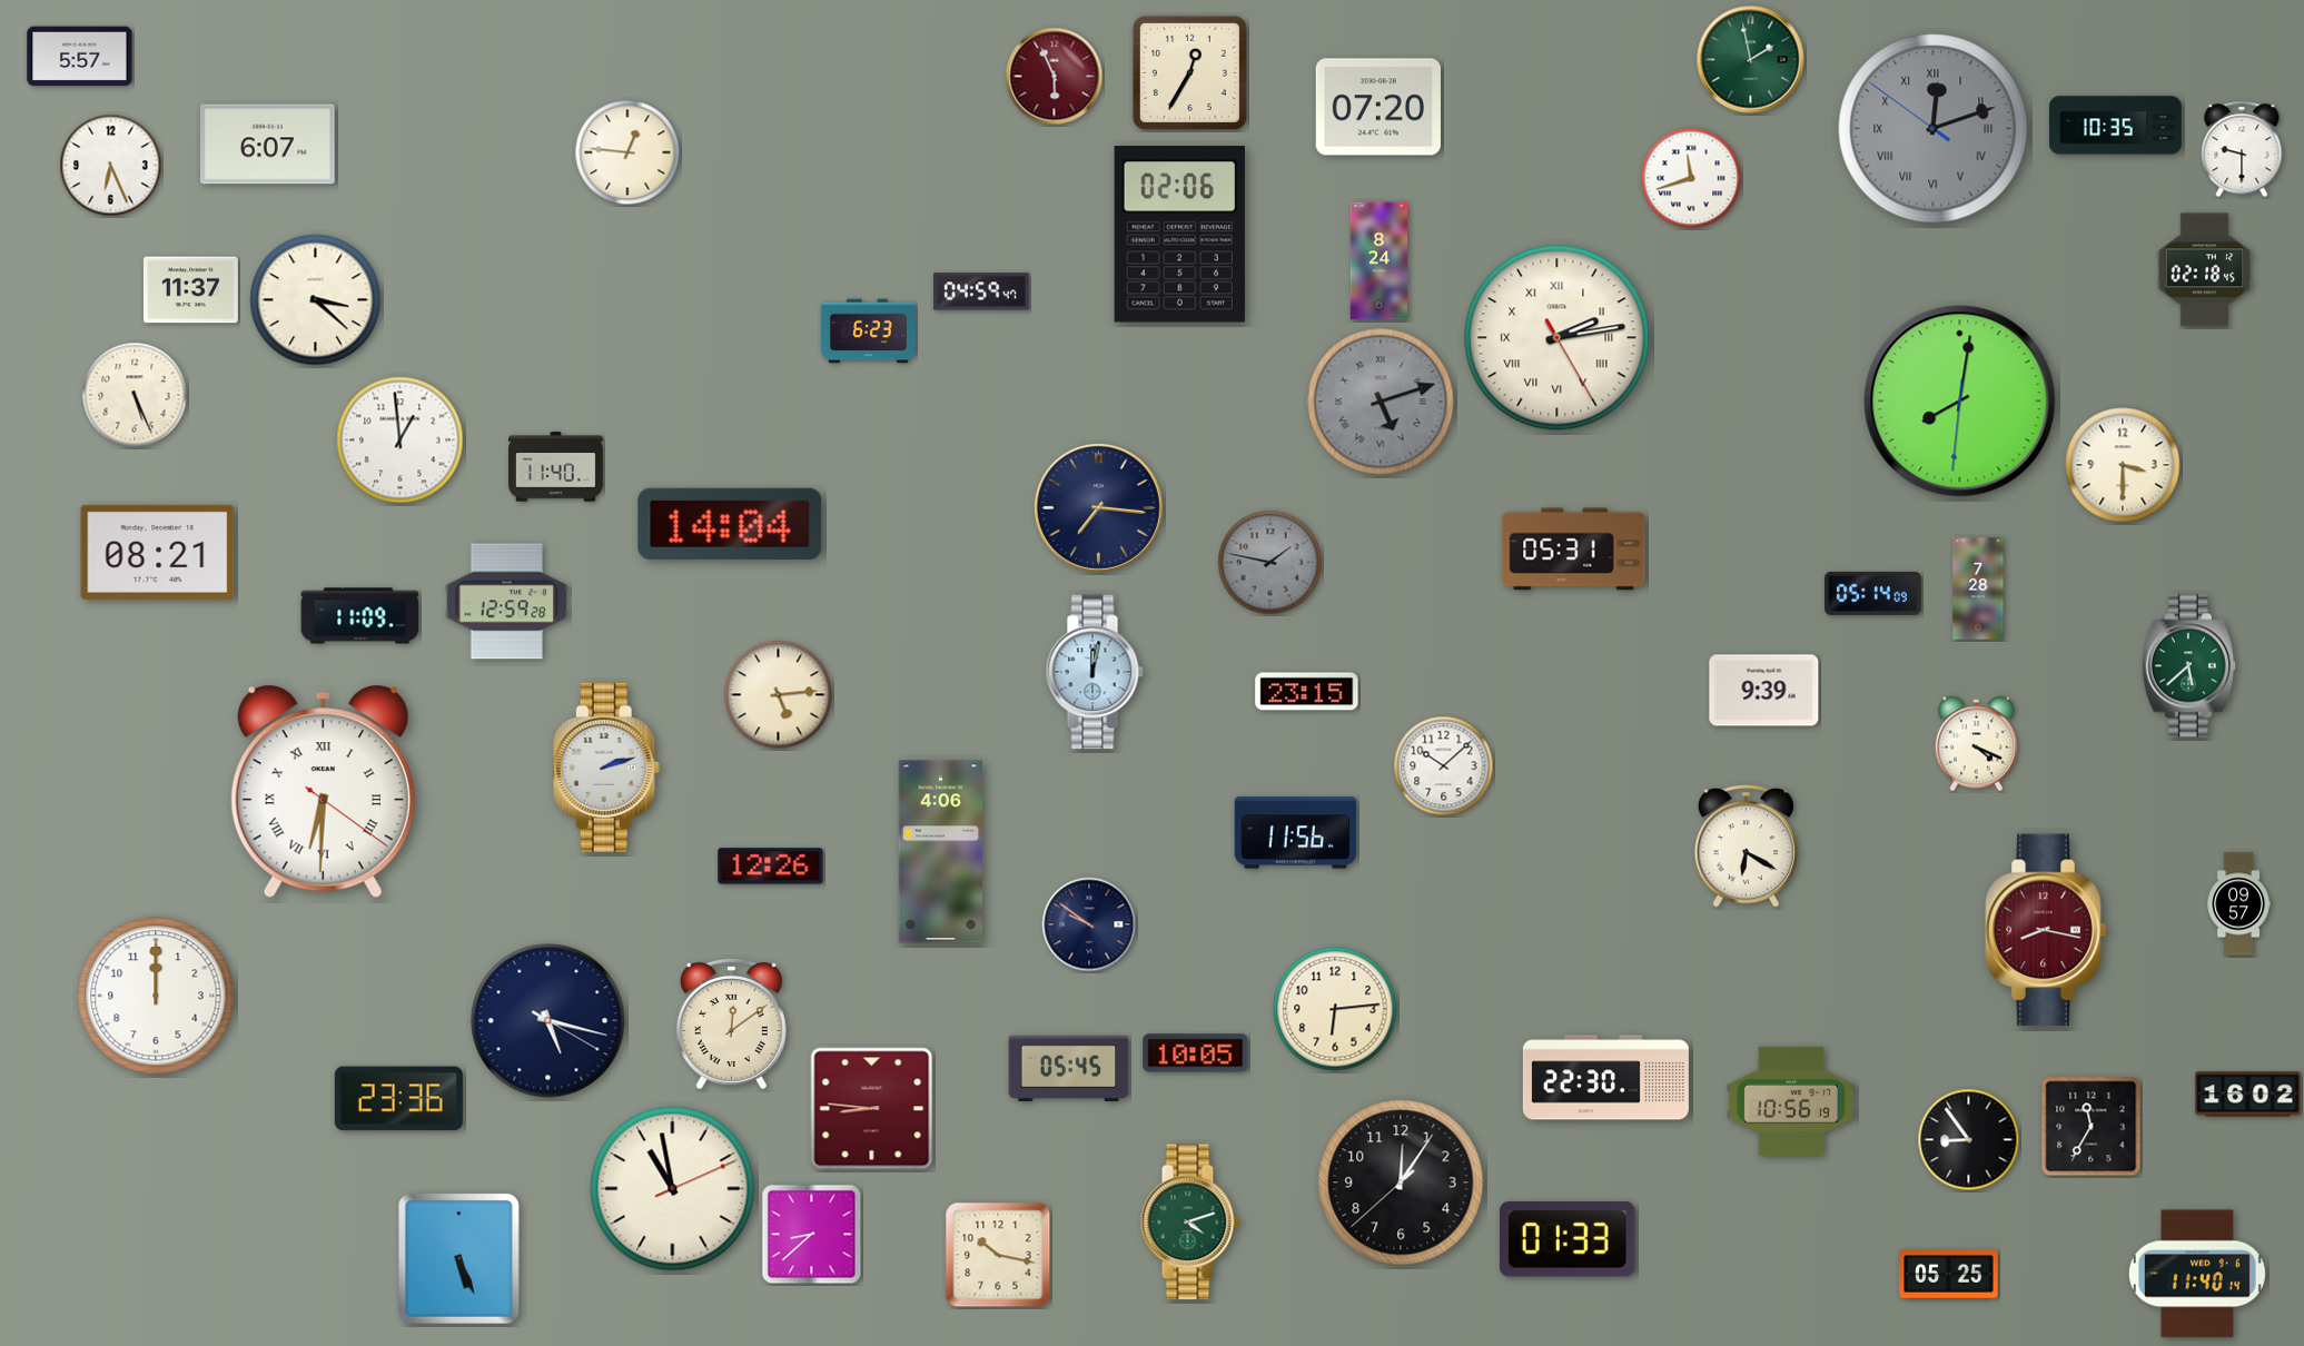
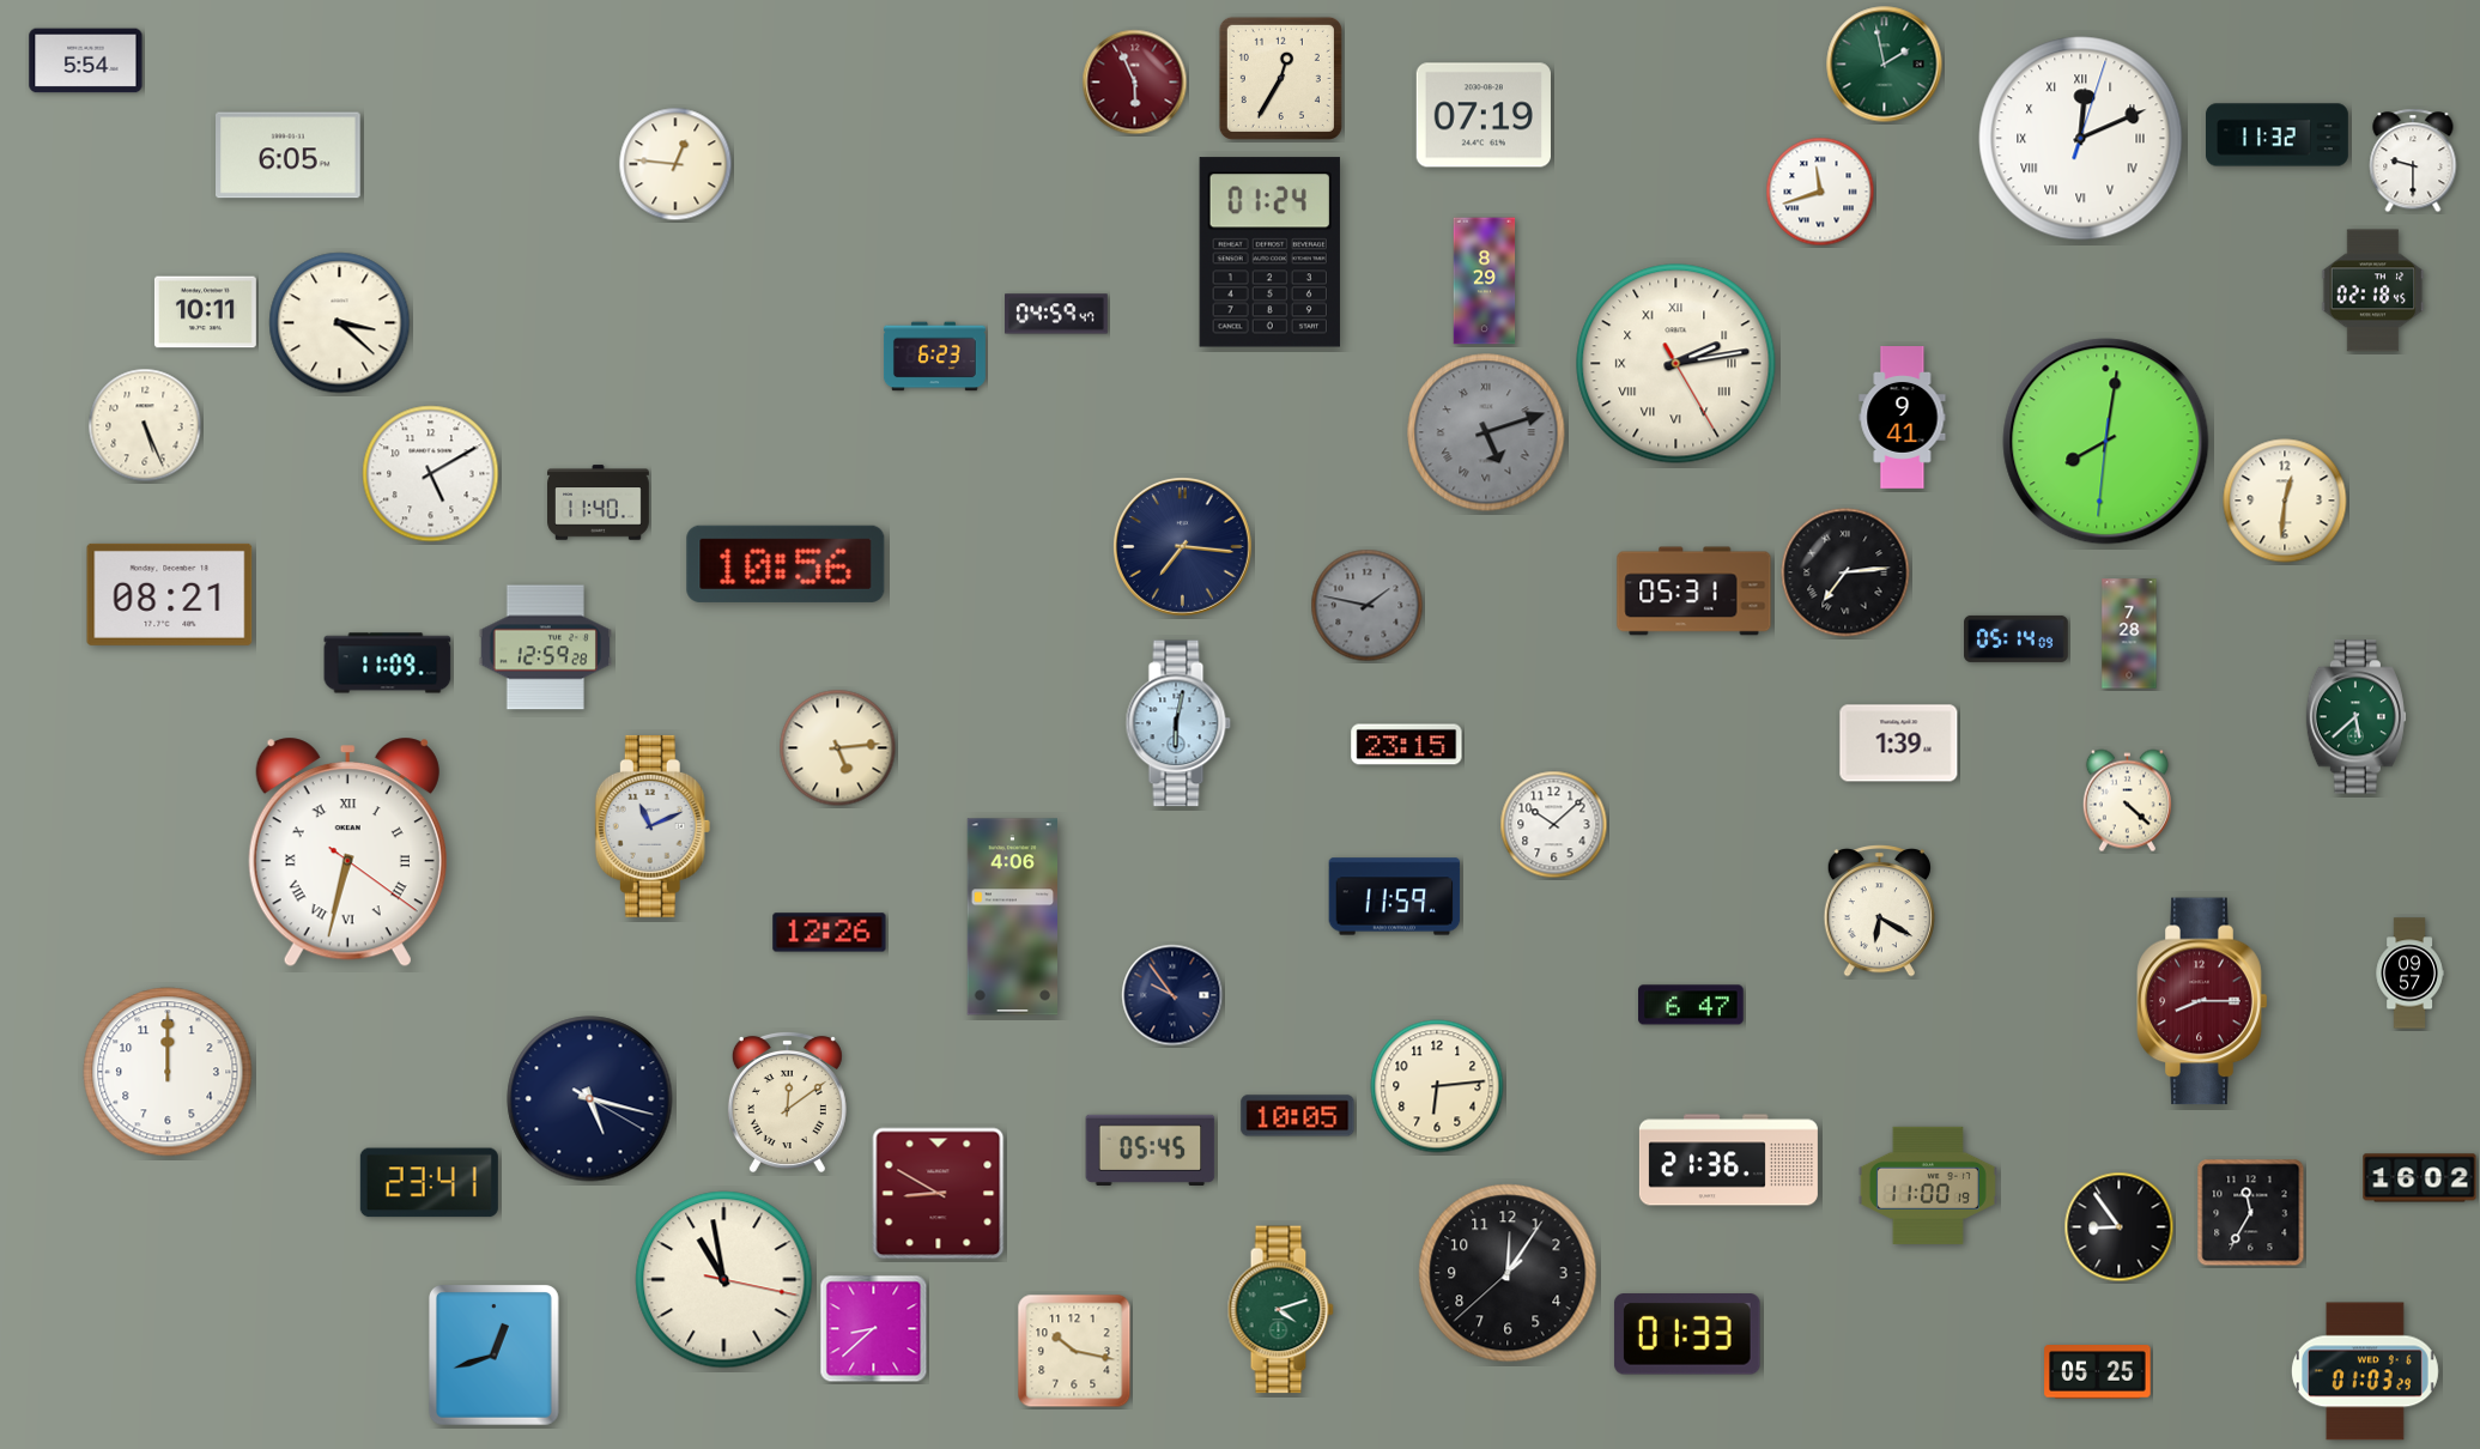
clock at (80, 57): 5:57 -> 5:54
clock at (1378, 107): 07:20 -> 07:19
clock at (2116, 126): 10:35 -> 11:32
clock at (1934, 129): 12:11:51 -> 12:11:03
clock at (1934, 129) dial: grey -> white
clock at (268, 145): 6:07 -> 6:05
clock at (111, 166): 6:26 -> none
clock at (1179, 235): 02:06 -> 01:24
clock at (1380, 261): 8:24 -> 8:29
clock at (190, 290): 11:37 -> 10:11
clock at (1903, 418): none -> 9:41
clock at (1960, 402) position: (1960, 402) -> (2106, 442)
clock at (401, 441): 12:59 -> 5:10
clock at (2123, 465): 3:30 -> 12:31
clock at (730, 524): 14:04 -> 10:56
clock at (1845, 572): none -> 7:14
clock at (1095, 672): 12:02 -> 6:02
clock at (1764, 691): 9:39 -> 1:39
clock at (1976, 744): 4:19 -> 4:22
clock at (606, 768): 2:12 -> 11:11
clock at (323, 792): 6:30 -> 6:32
clock at (1296, 833): 11:56 -> 11:59
clock at (1089, 924): 9:51 -> 9:54
clock at (2046, 930): 8:17 -> 8:15
clock at (1691, 1005): none -> 6:47
clock at (1196, 1053) position: (1196, 1053) -> (1298, 1116)
clock at (1605, 1078): 22:30 -> 21:36
clock at (398, 1099): 23:36 -> 23:41
clock at (1791, 1101): 10:56 -> 11:00
clock at (872, 1109): 8:46 -> 8:50
clock at (673, 1189): 10:58:11 -> 10:58:17
clock at (1189, 1223) position: (1189, 1223) -> (1280, 1310)
clock at (458, 1258): 5:26 -> 12:42
clock at (2197, 1274): 11:40 -> 01:03
